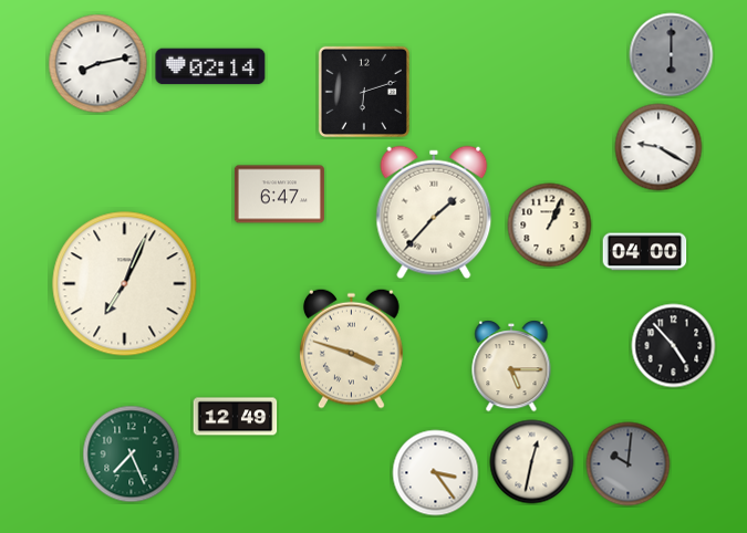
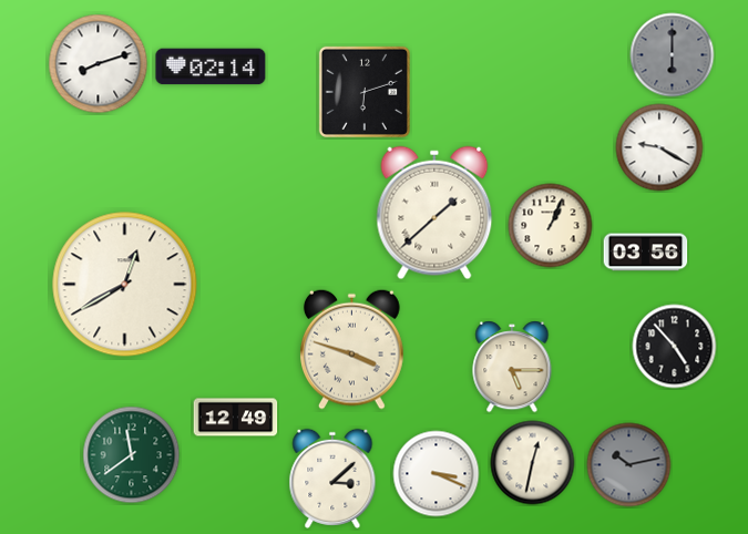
clock at (98, 64): 8:13 -> 8:12
clock at (279, 195): 6:47 -> none
clock at (434, 212): 1:37 -> 1:38
clock at (645, 252): 04:00 -> 03:56
clock at (125, 284): 7:04 -> 12:40
clock at (132, 454): 7:26 -> 11:39
clock at (629, 464): 10:01 -> 10:13
clock at (436, 473): 3:24 -> 3:19
clock at (332, 479): none -> 3:08
